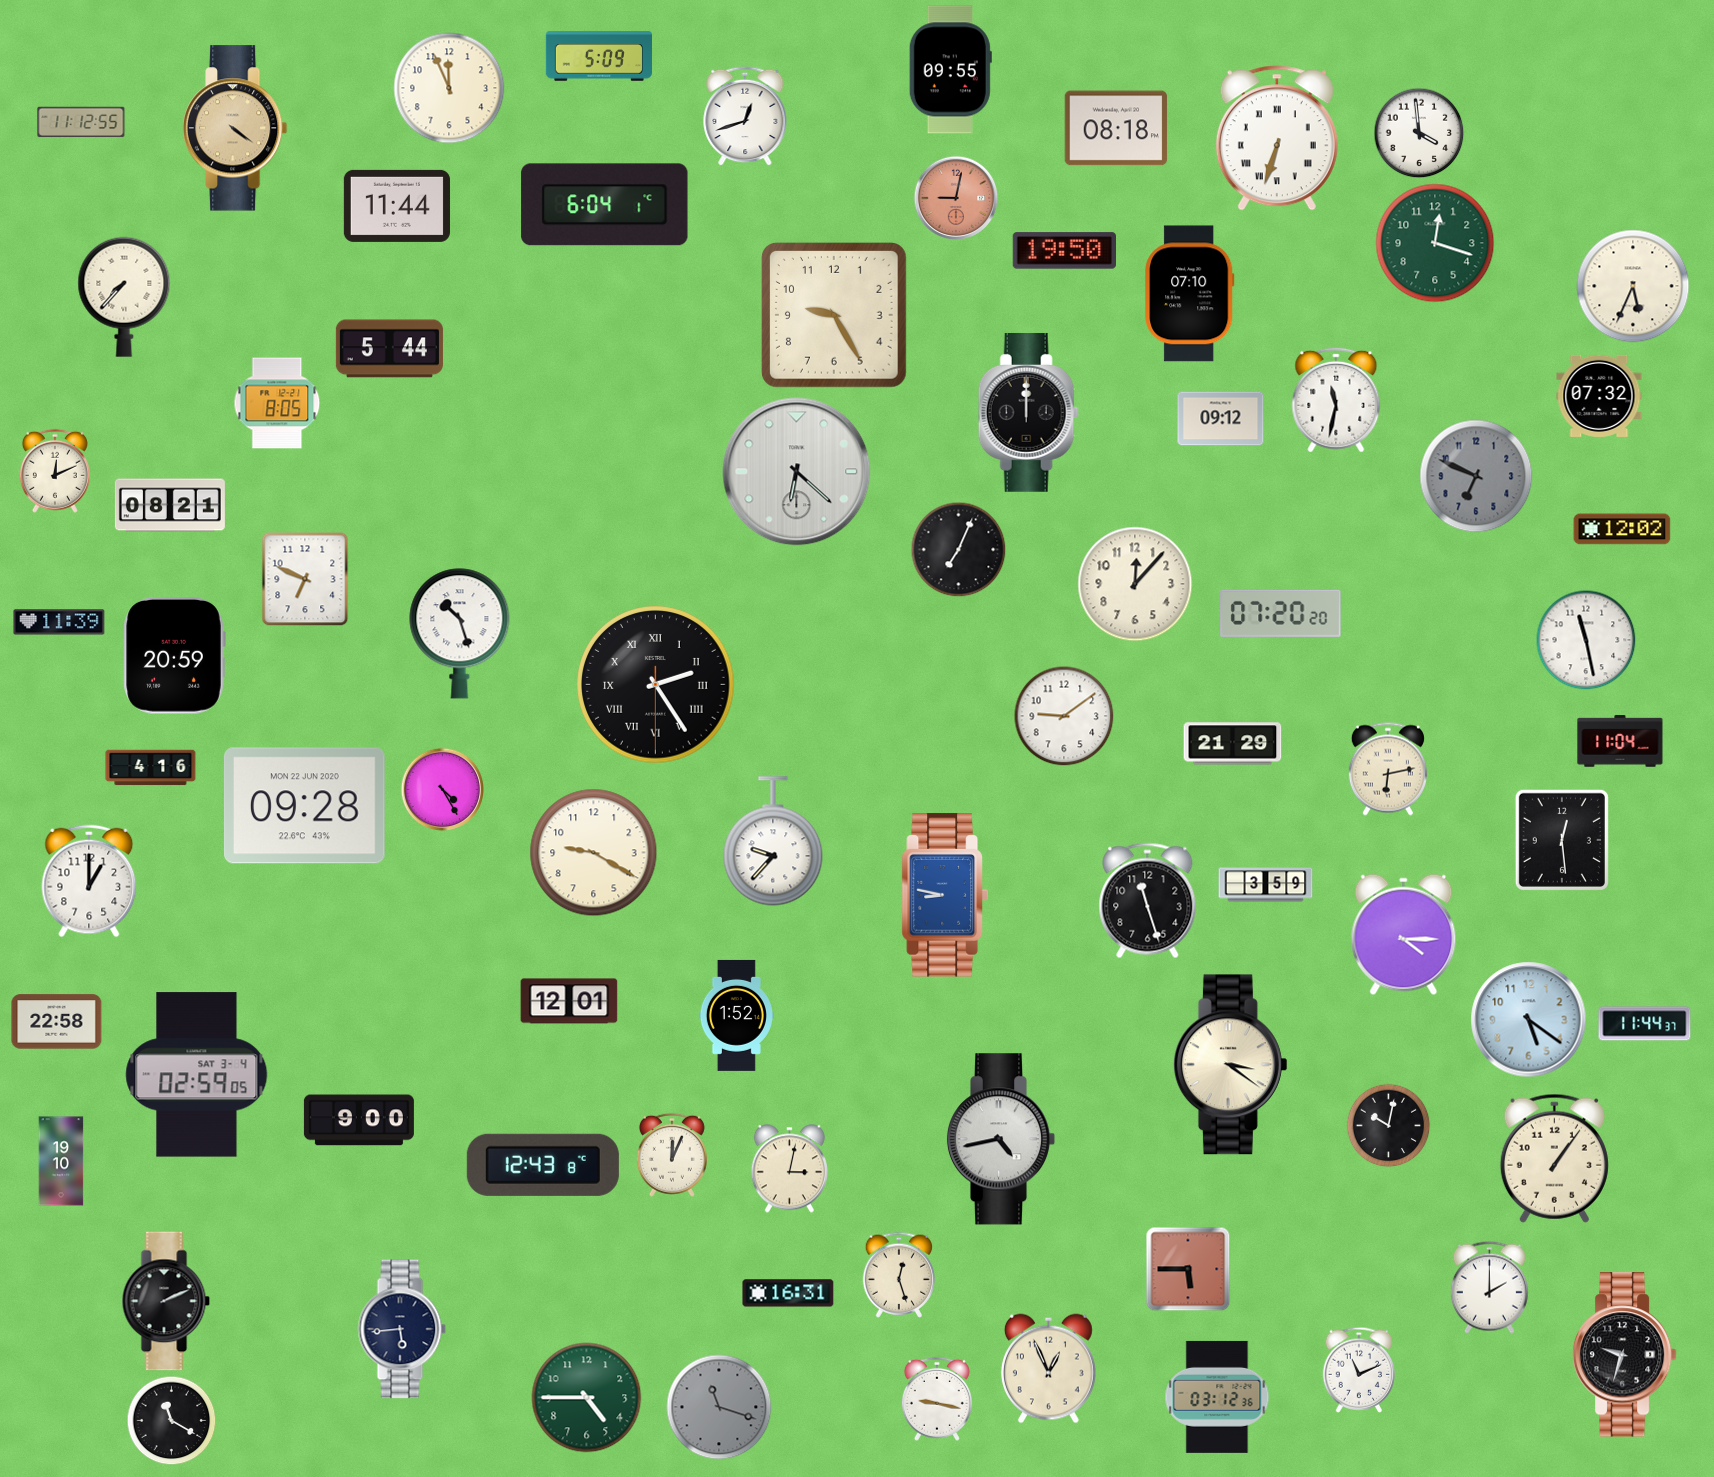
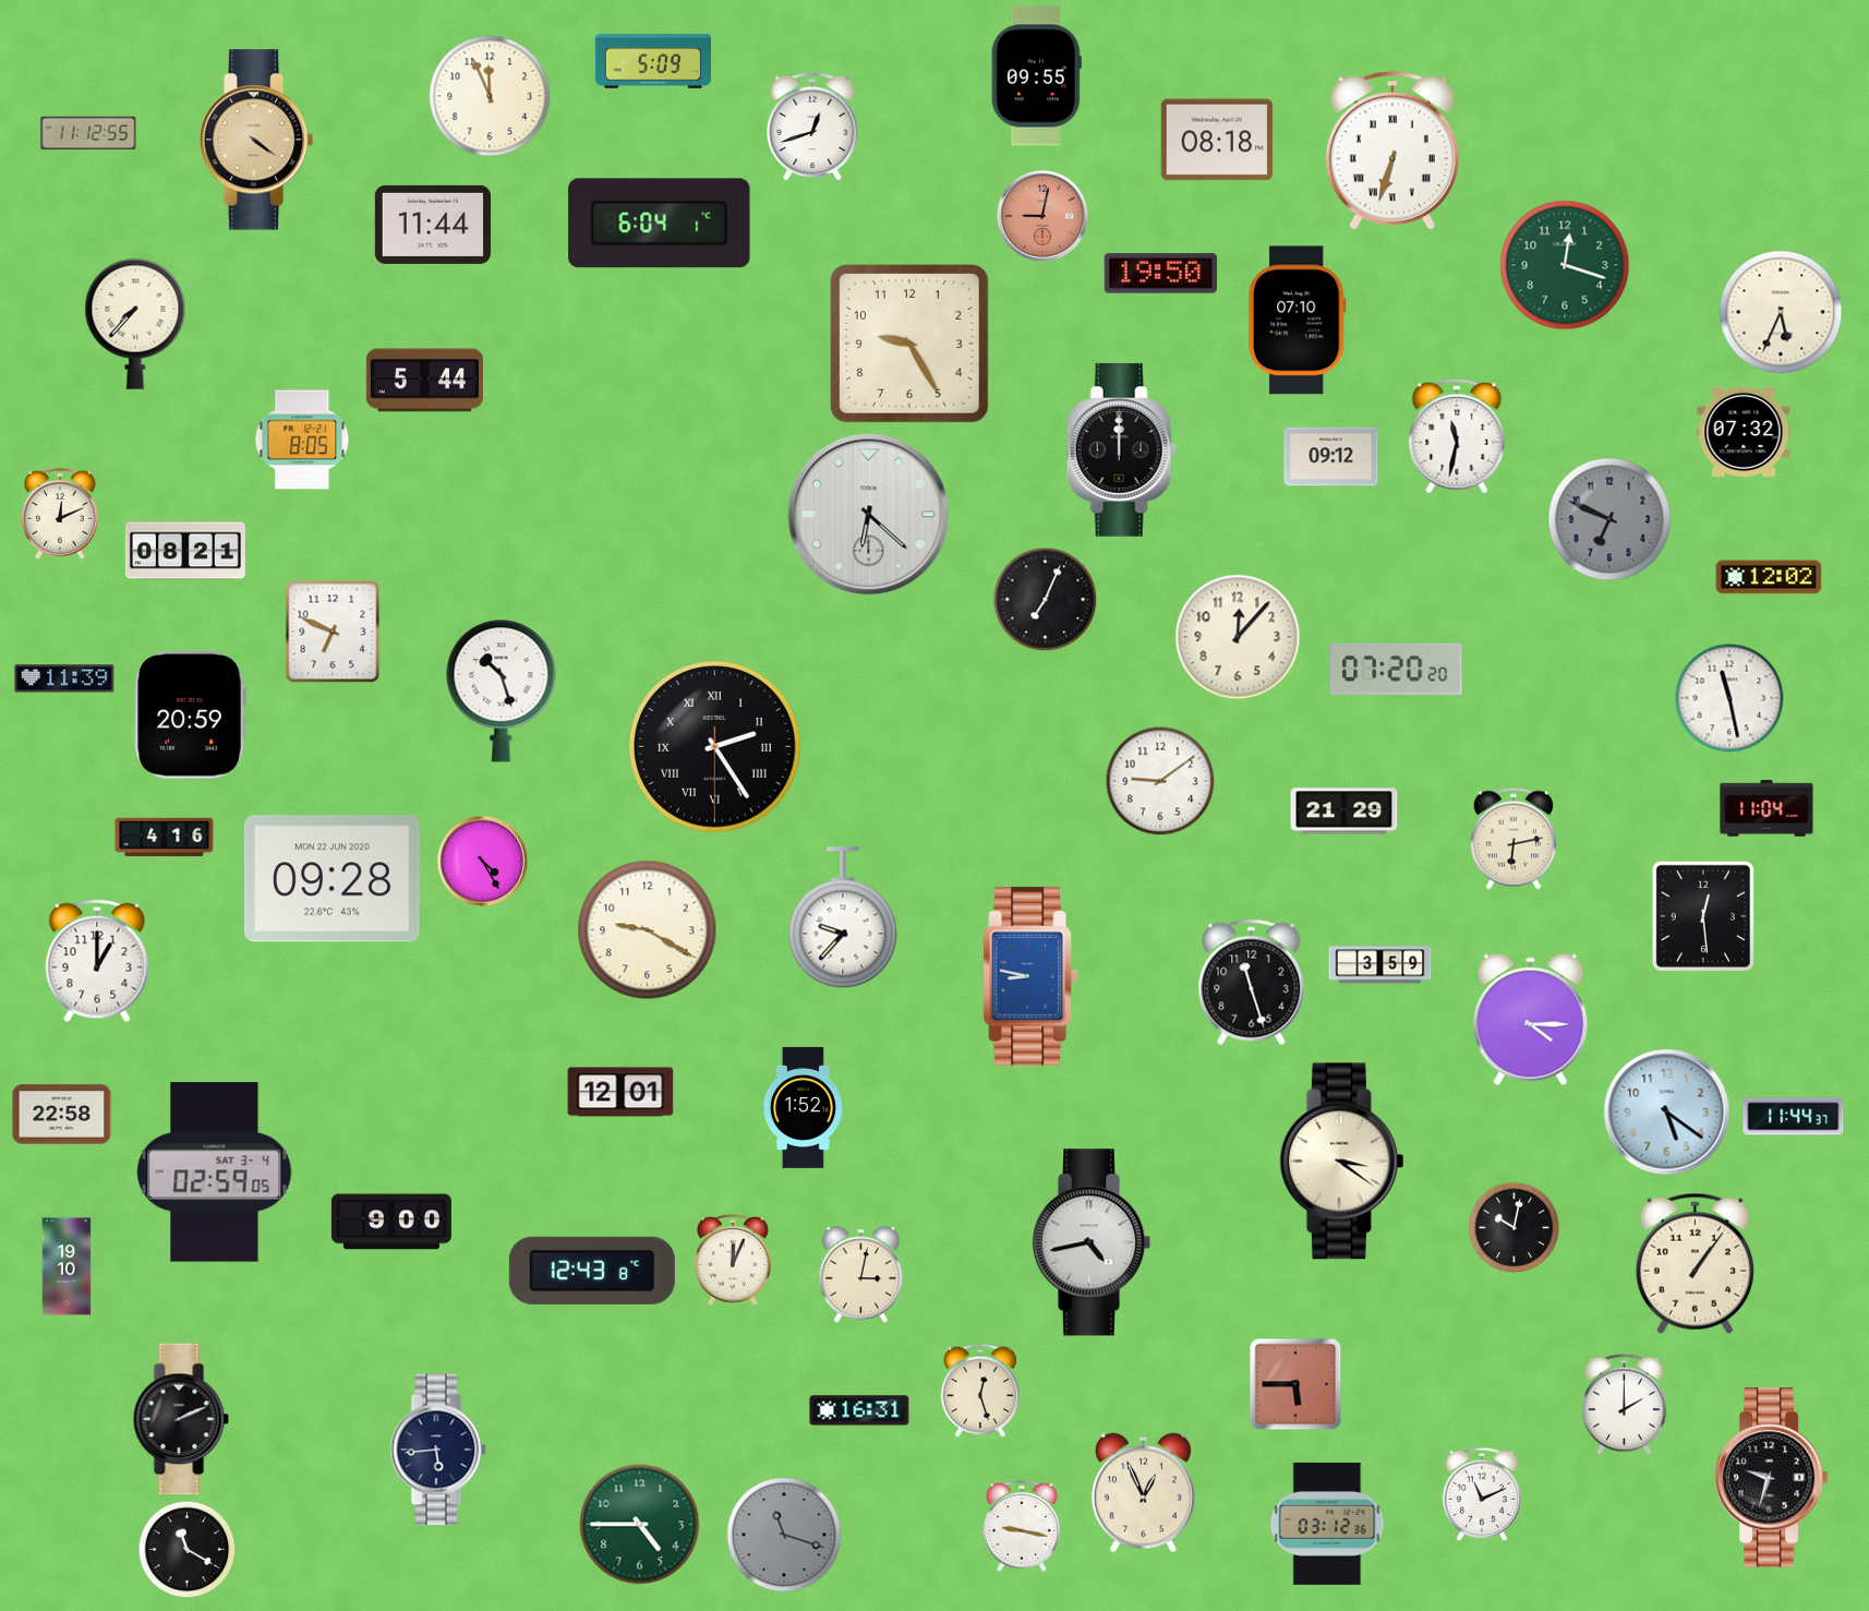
clock at (1419, 133): 3:59 -> none
